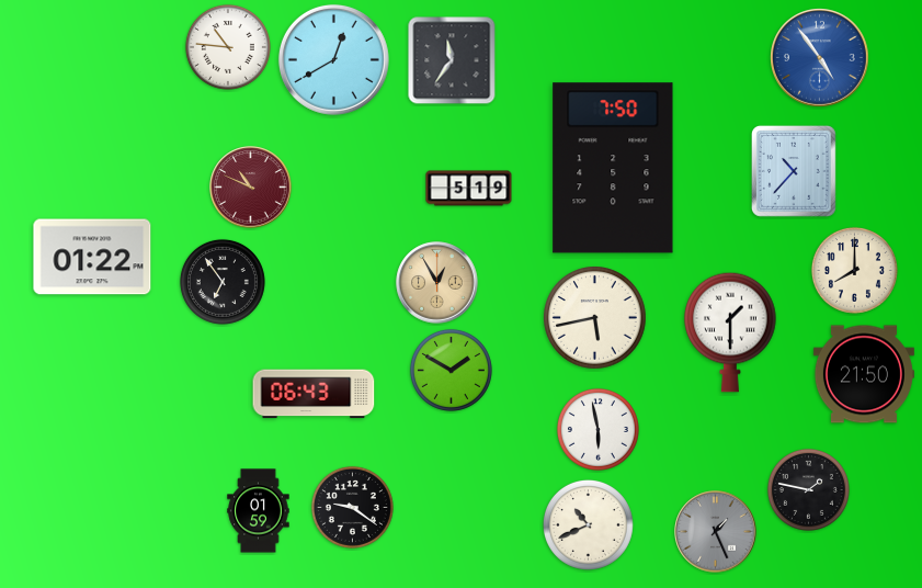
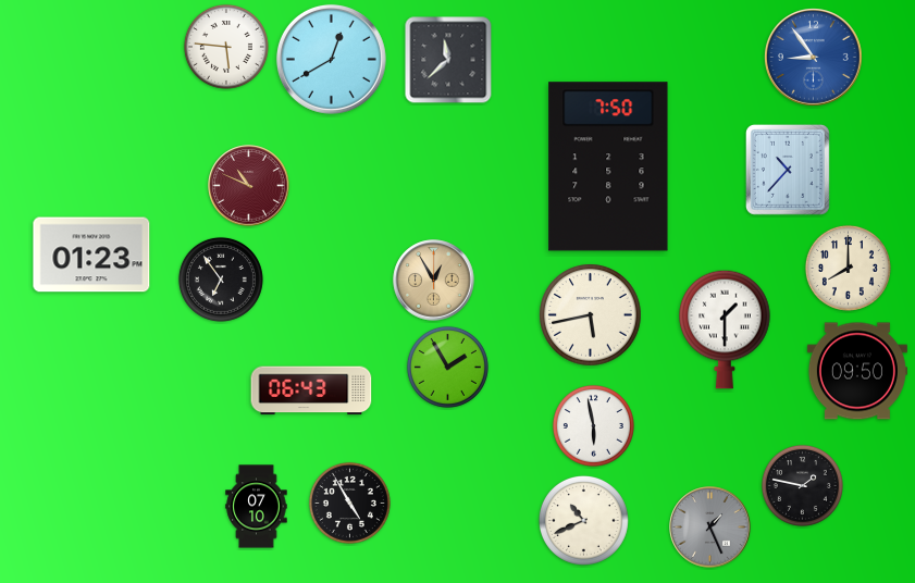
clock at (228, 47): 10:46 -> 5:46
clock at (820, 58): 4:54 -> 8:54
clock at (452, 60): 11:36 -> 11:38
clock at (469, 189): 5:19 -> none
clock at (92, 257): 01:22 -> 01:23
clock at (451, 370): 1:50 -> 1:55
clock at (864, 374): 21:50 -> 09:50
clock at (352, 507): 9:21 -> 4:55
clock at (259, 511): 01:59 -> 07:10
